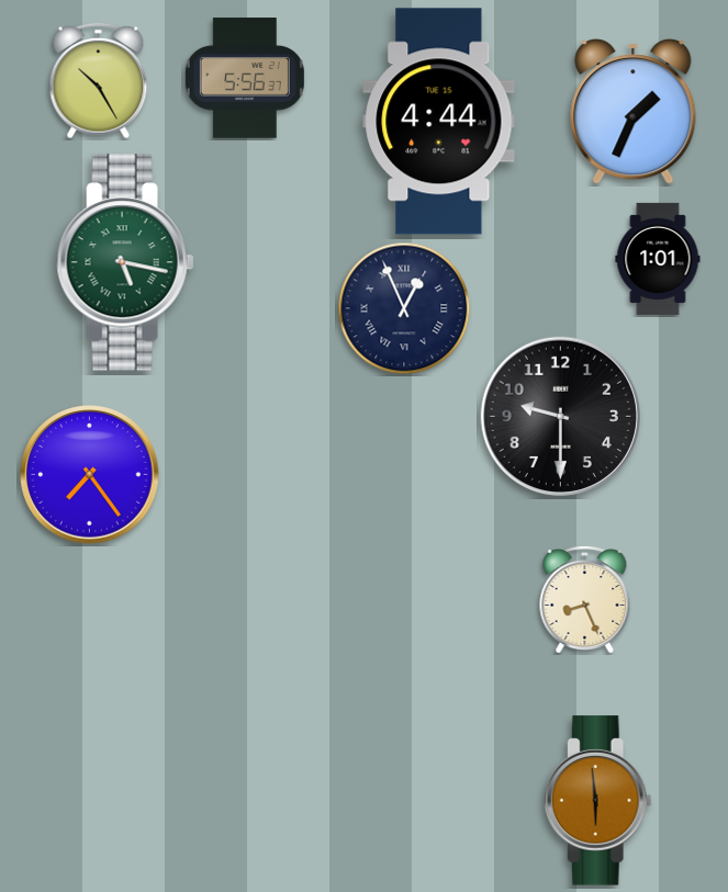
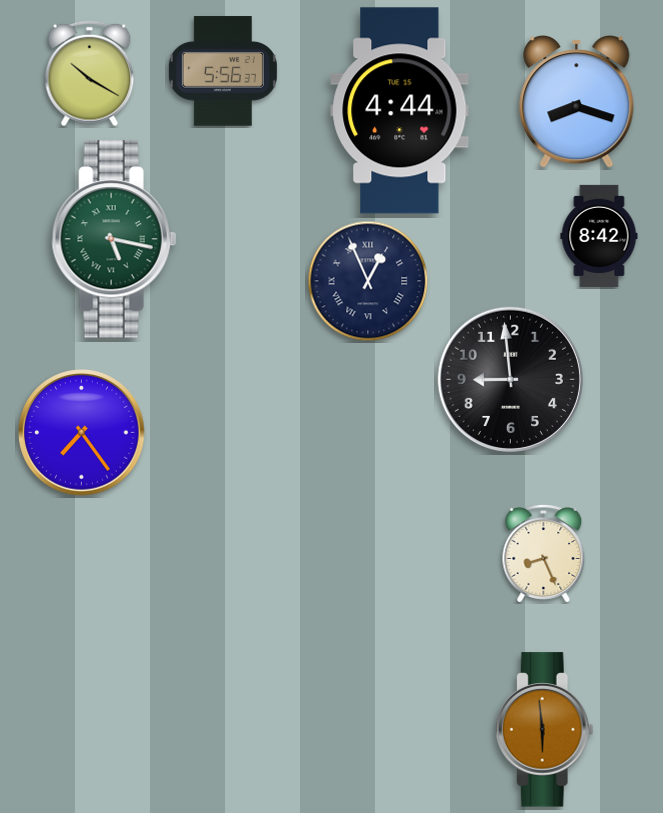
clock at (99, 81): 10:25 -> 10:20
clock at (634, 112): 1:34 -> 8:18
clock at (658, 259): 1:01 -> 8:42
clock at (560, 416): 9:30 -> 8:59
clock at (585, 600) position: (585, 600) -> (544, 554)
